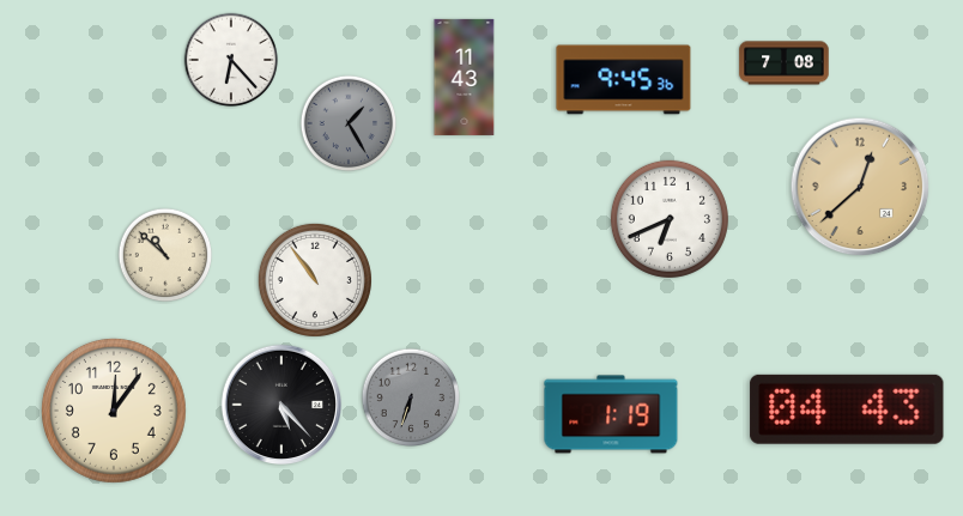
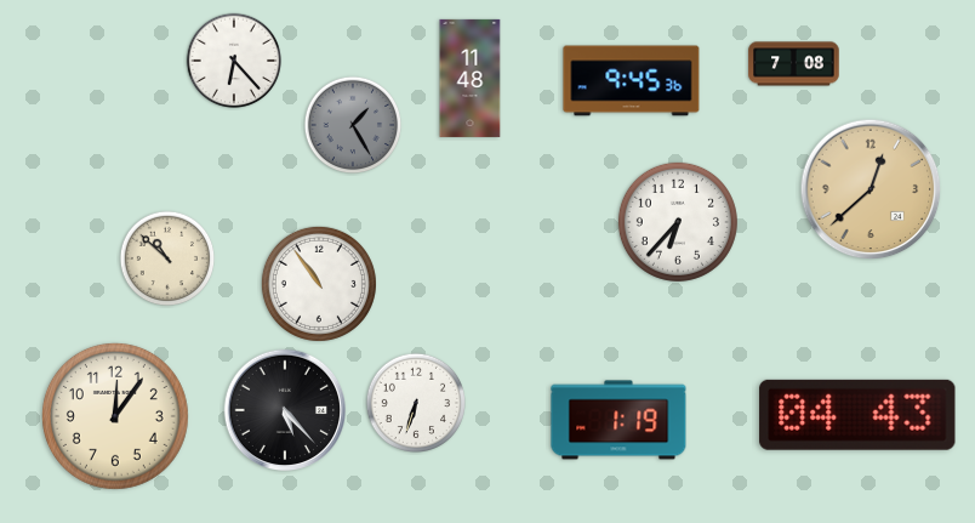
clock at (465, 77): 11:43 -> 11:48
clock at (670, 219): 6:41 -> 6:37
clock at (411, 397) dial: grey -> white
